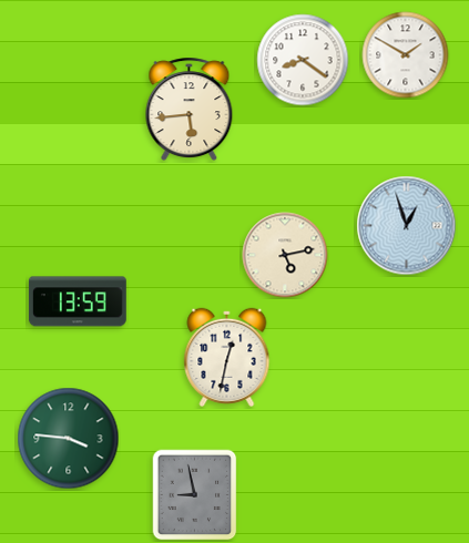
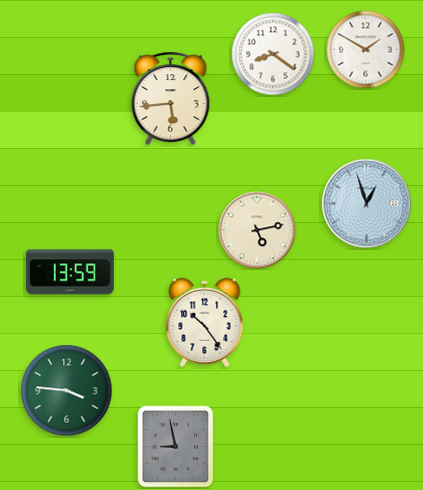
clock at (227, 357): 12:32 -> 10:24
clock at (69, 439) position: (69, 439) -> (67, 391)
